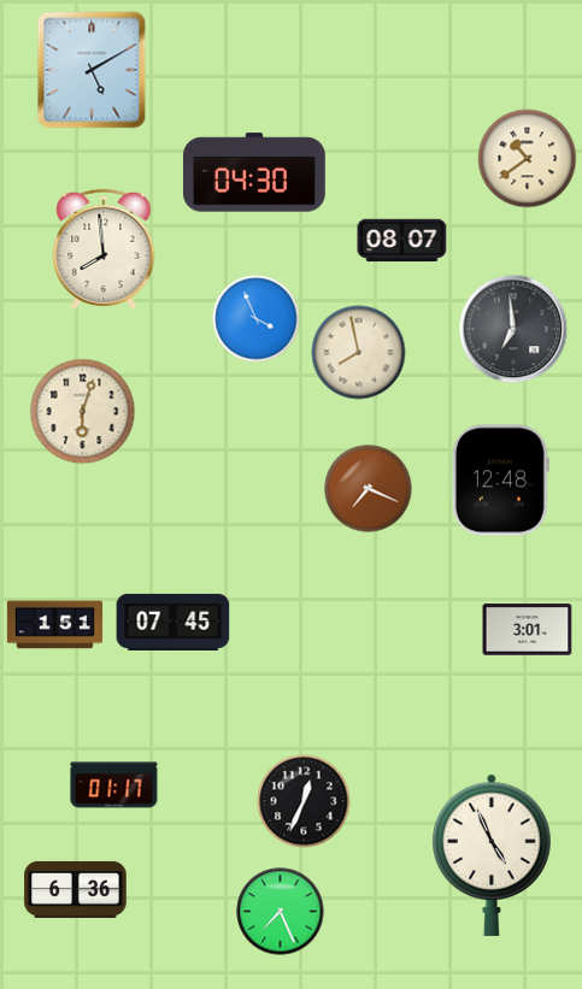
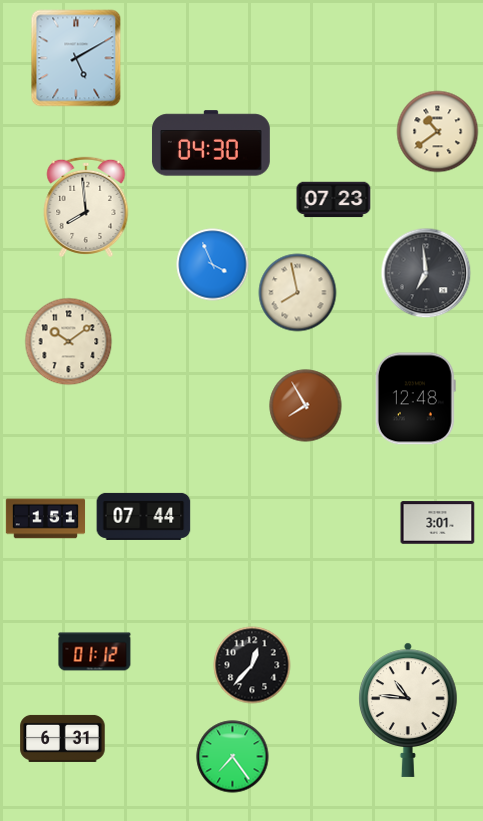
clock at (402, 241): 08:07 -> 07:23
clock at (83, 412): 6:03 -> 10:09
clock at (369, 489): 7:19 -> 7:55
clock at (174, 622): 07:45 -> 07:44
clock at (114, 785): 01:17 -> 01:12
clock at (304, 801): 12:34 -> 12:37
clock at (493, 855): 4:56 -> 10:46
clock at (76, 889): 6:36 -> 6:31
clock at (281, 912): 7:26 -> 7:24
